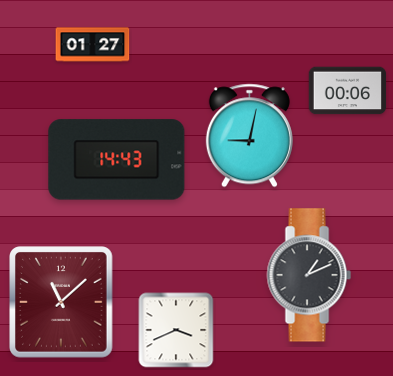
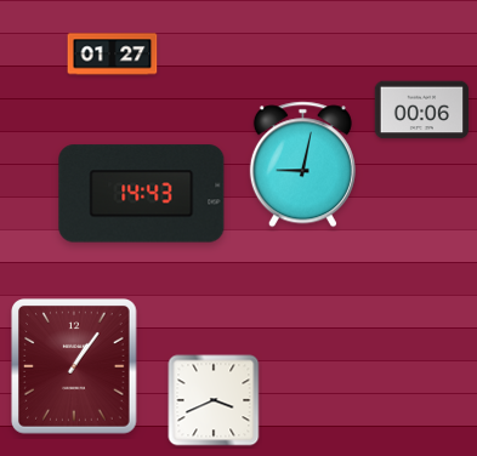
clock at (309, 275): 1:11 -> none
clock at (62, 302): 11:08 -> 1:06
